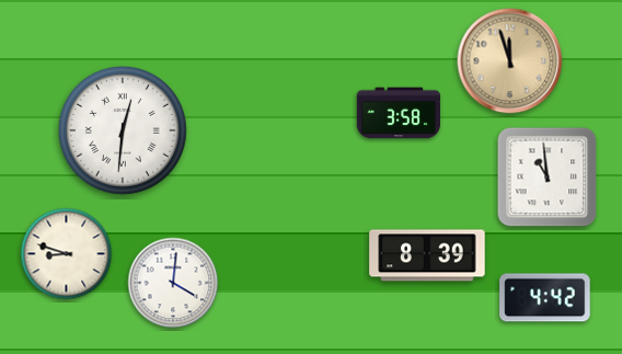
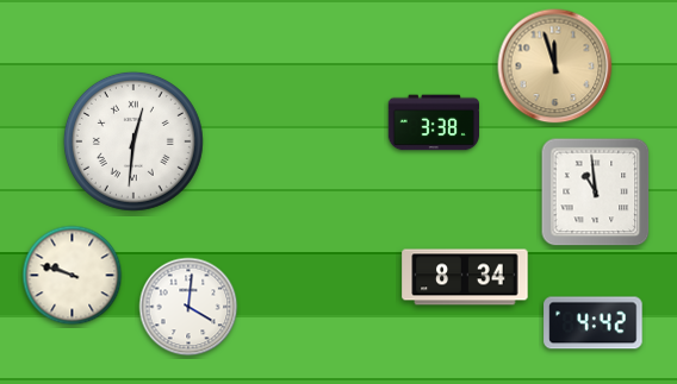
clock at (398, 113): 3:58 -> 3:38
clock at (67, 254): 8:48 -> 9:48
clock at (427, 255): 8:39 -> 8:34
